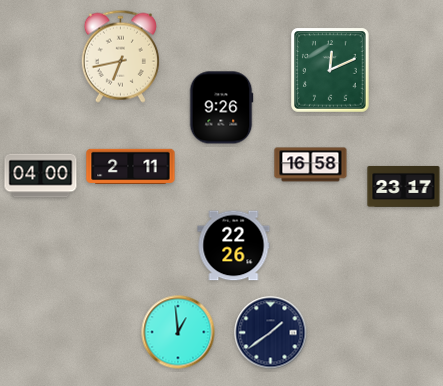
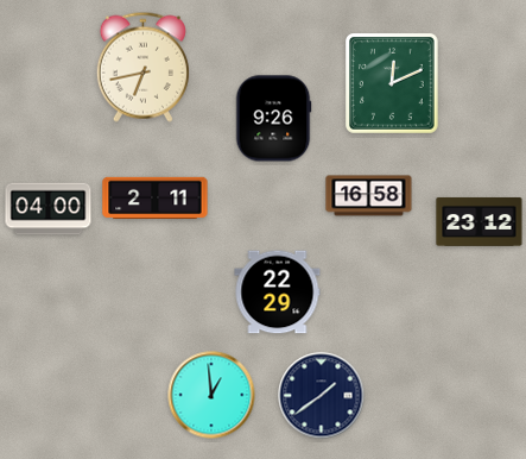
clock at (221, 108) position: (221, 108) -> (273, 119)
clock at (404, 186): 23:17 -> 23:12
clock at (234, 246): 22:26 -> 22:29
